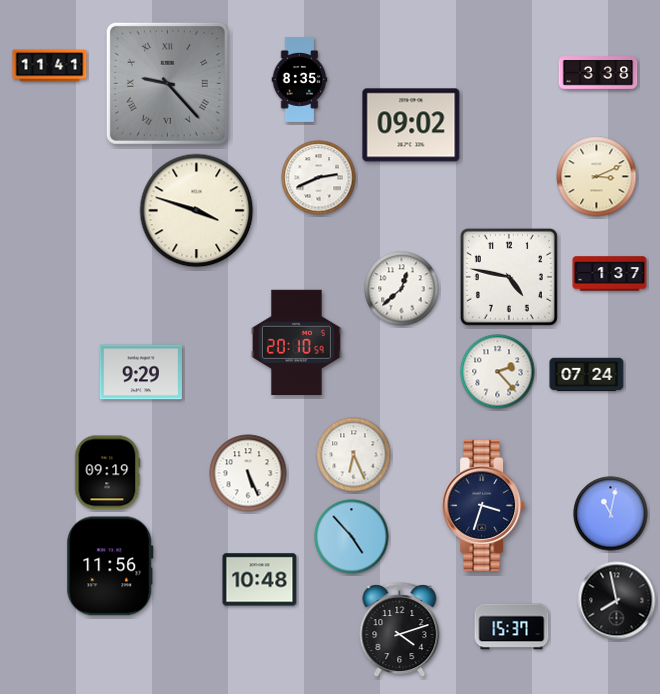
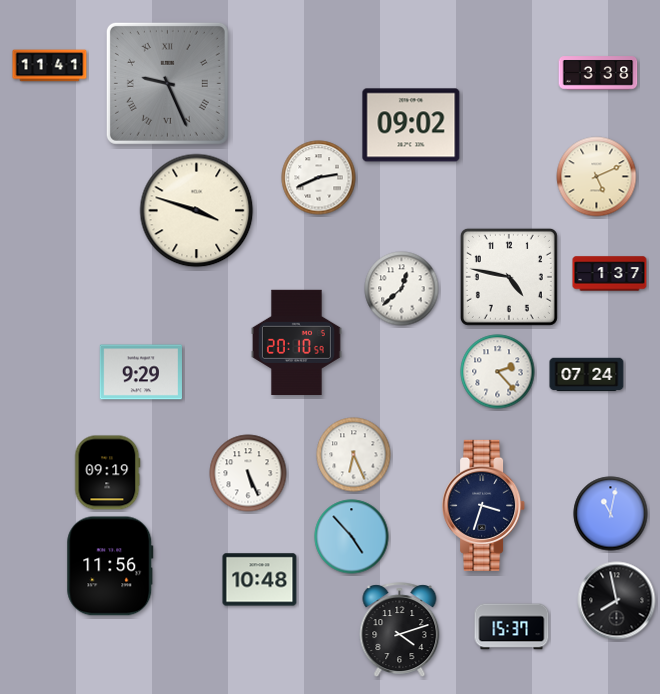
clock at (300, 79): 8:35 -> none
clock at (167, 83): 9:23 -> 9:26
clock at (597, 177): 3:11 -> 5:11
